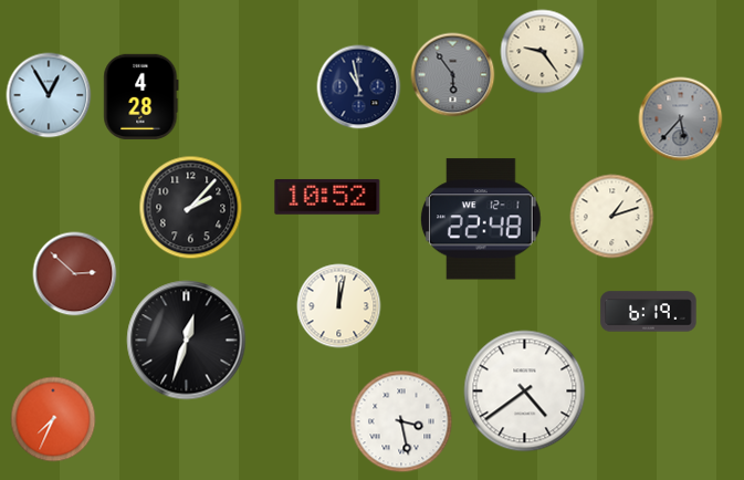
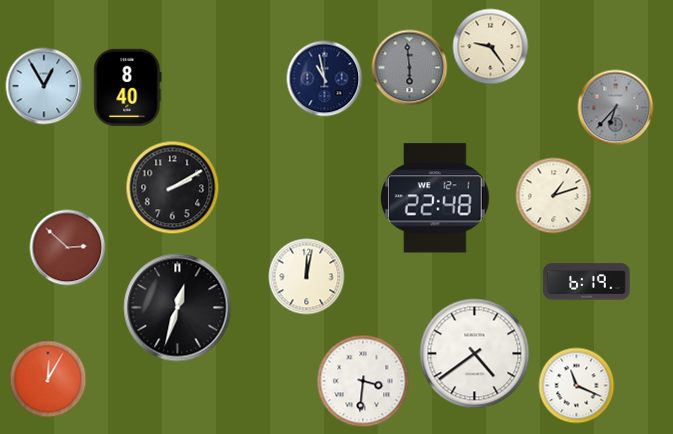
clock at (453, 75): 5:54 -> 5:59
clock at (142, 96): 4:28 -> 8:40
clock at (681, 119): 5:37 -> 6:37
clock at (327, 197): 10:52 -> none
clock at (191, 208): 2:07 -> 2:10
clock at (187, 341) position: (187, 341) -> (178, 308)
clock at (53, 419): 7:34 -> 12:05
clock at (401, 421): 3:28 -> 3:31
clock at (577, 386): none -> 11:19
